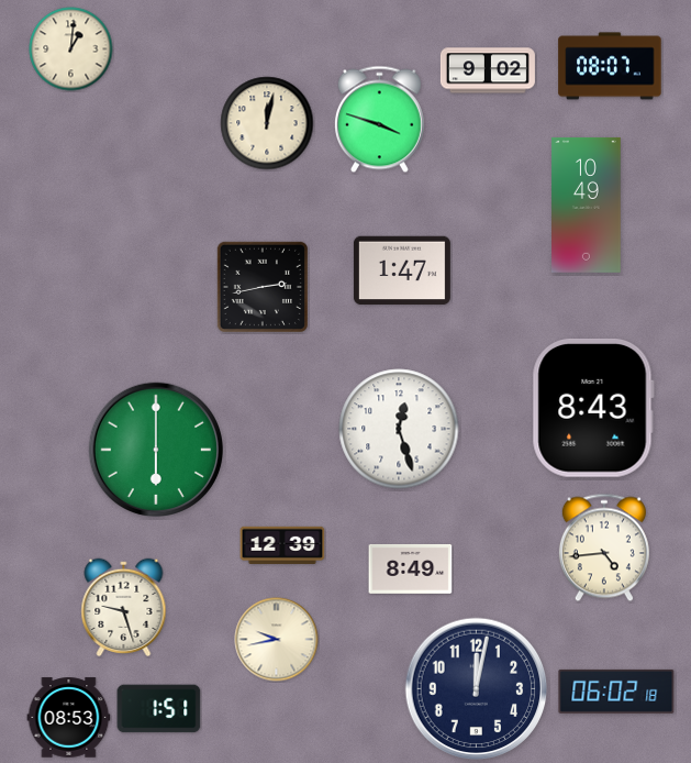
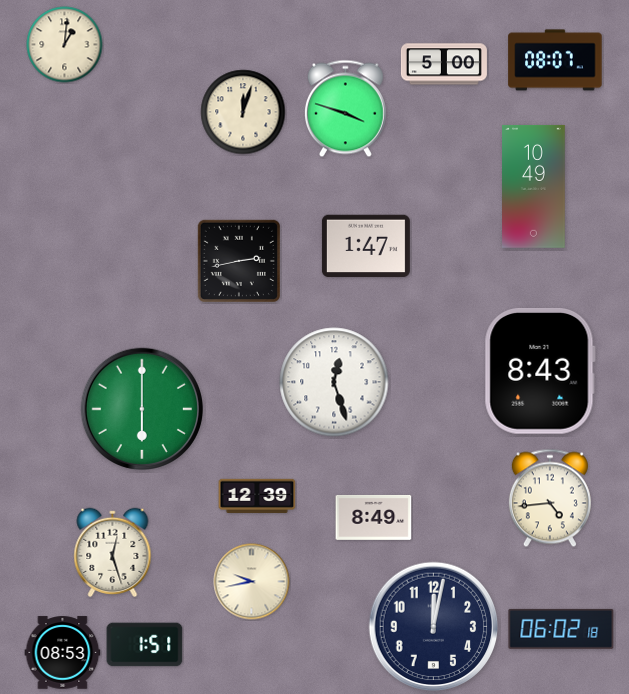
clock at (488, 70): 9:02 -> 5:00
clock at (267, 123): 12:02 -> 12:03
clock at (399, 429) position: (399, 429) -> (334, 382)
clock at (124, 607): 9:27 -> 12:27
